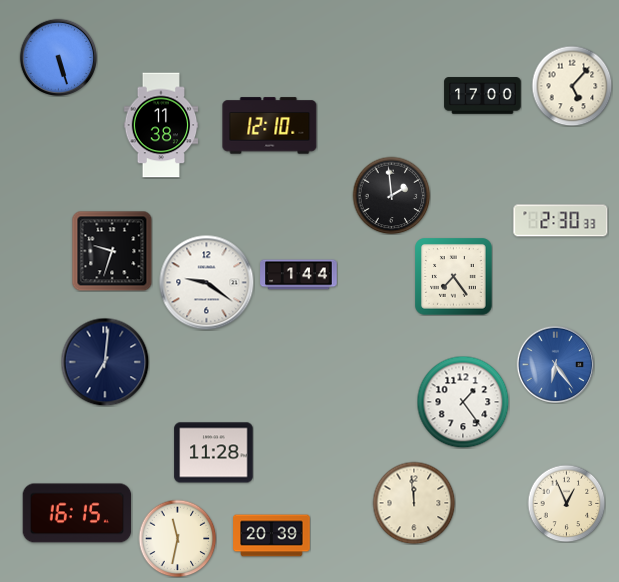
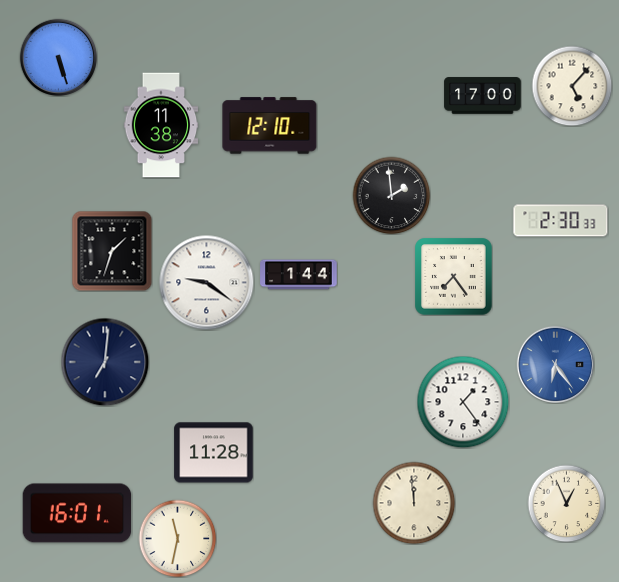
clock at (112, 251): 9:33 -> 1:33
clock at (77, 513): 16:15 -> 16:01
clock at (272, 536): 20:39 -> none
